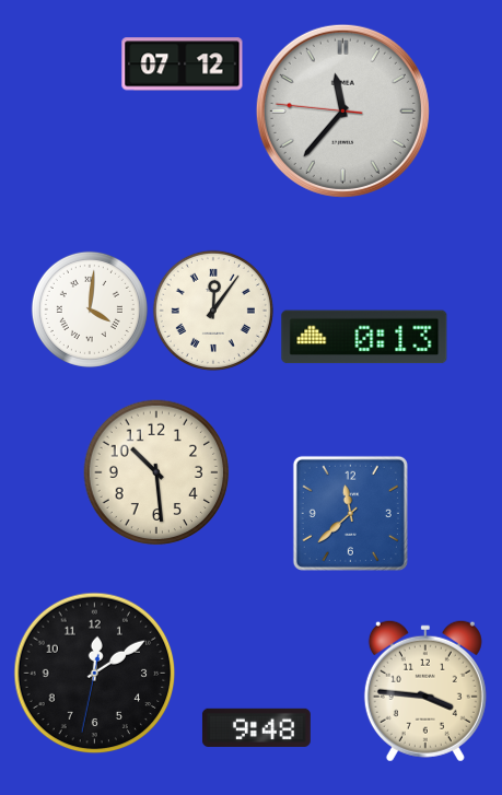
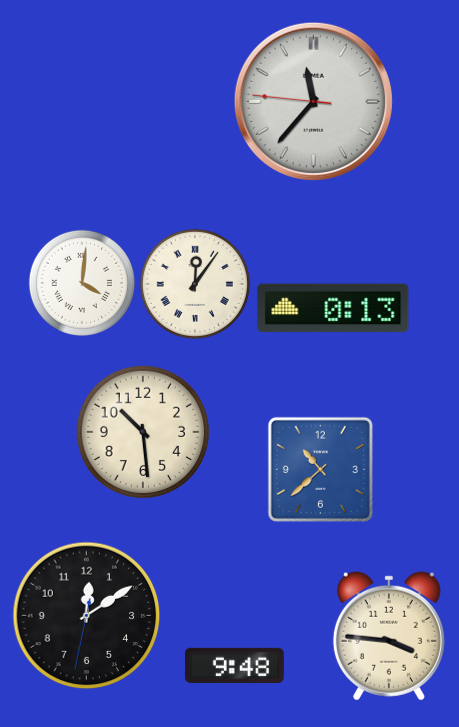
clock at (183, 65): 07:12 -> none
clock at (350, 513): 11:38 -> 10:38
clock at (425, 691) position: (425, 691) -> (389, 636)
